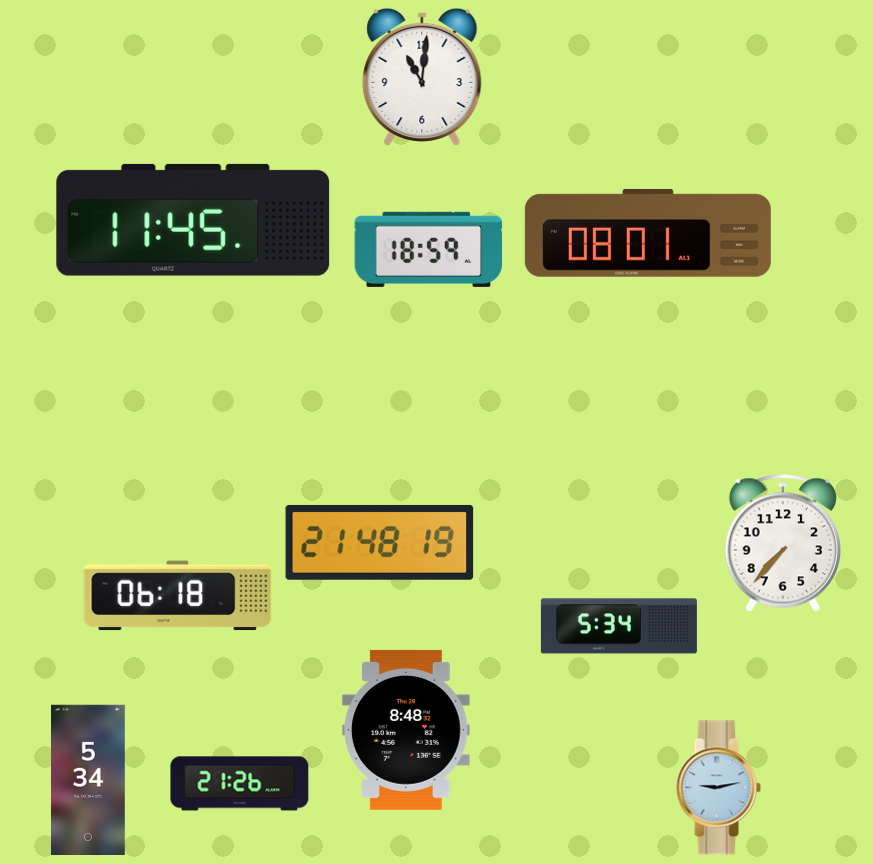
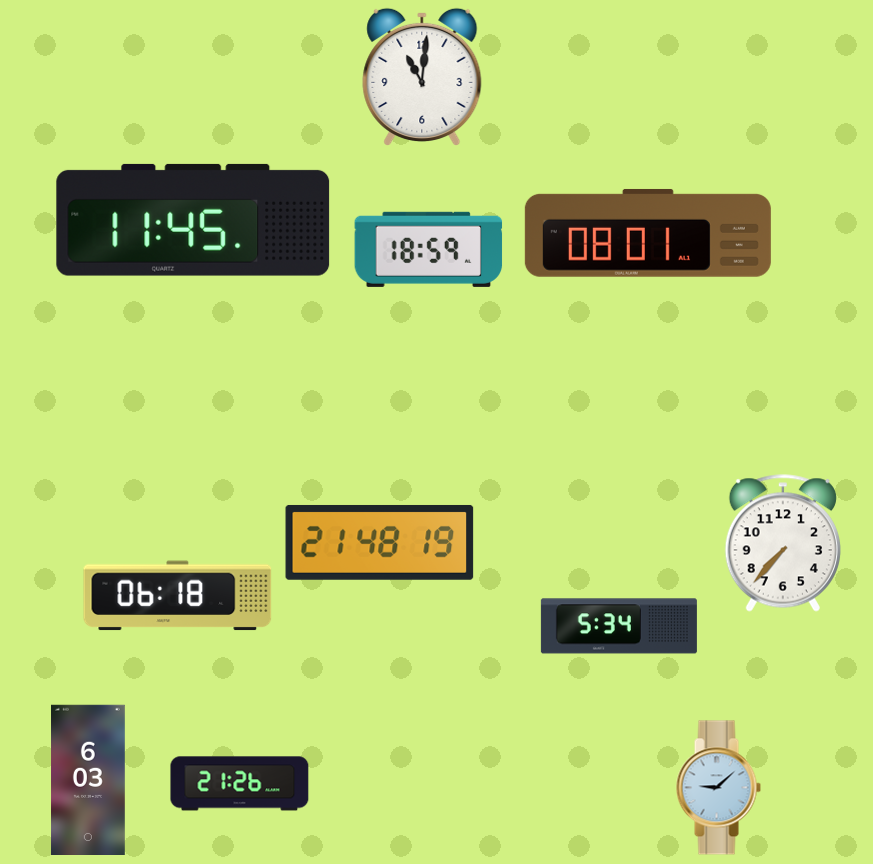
clock at (406, 730): 8:48 -> none
clock at (89, 780): 5:34 -> 6:03
clock at (718, 788): 9:13 -> 9:08
